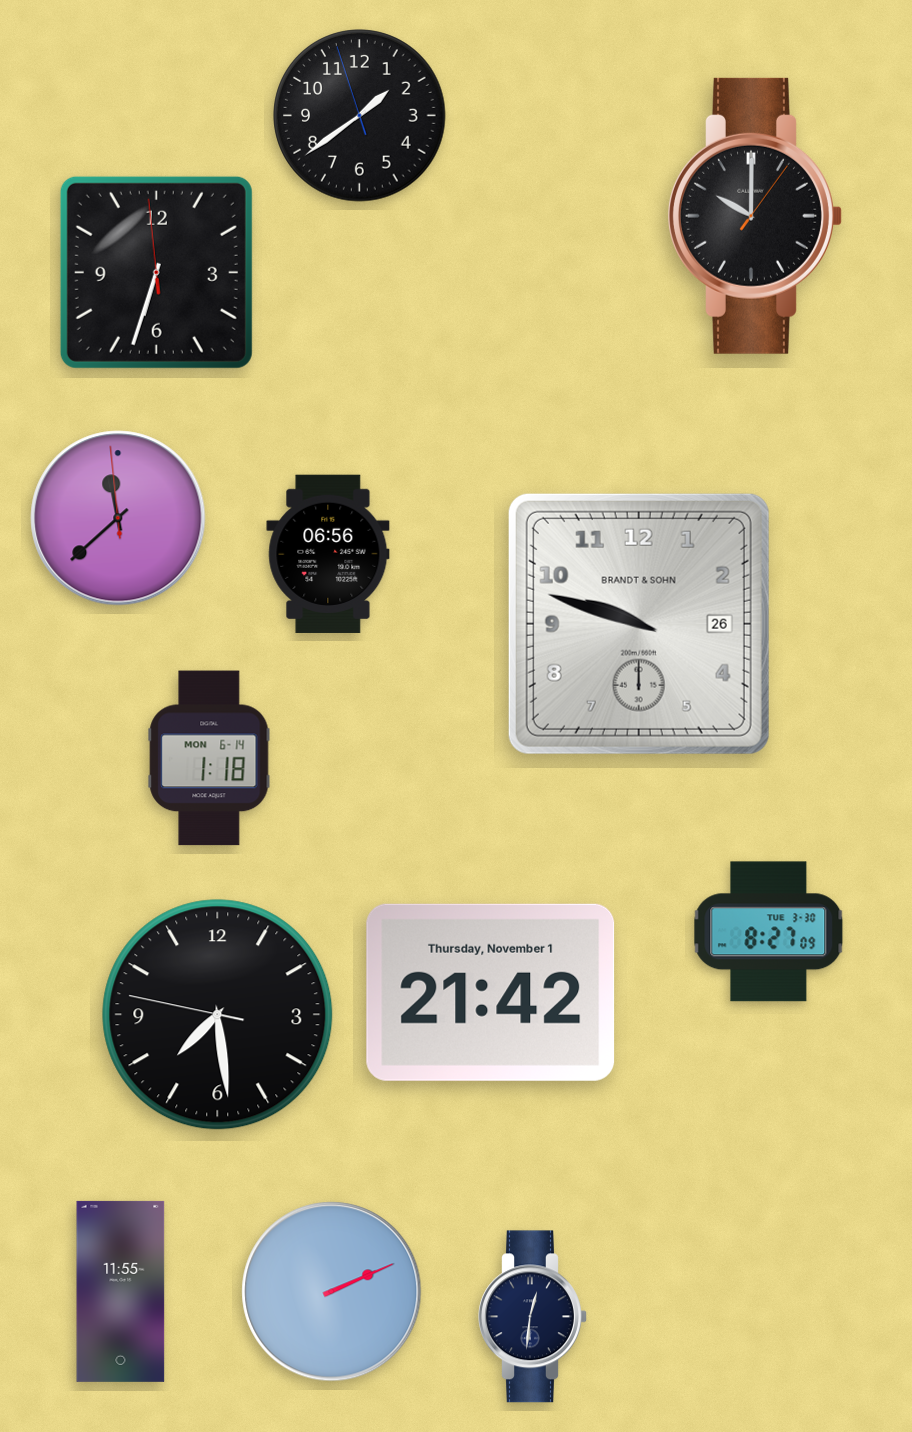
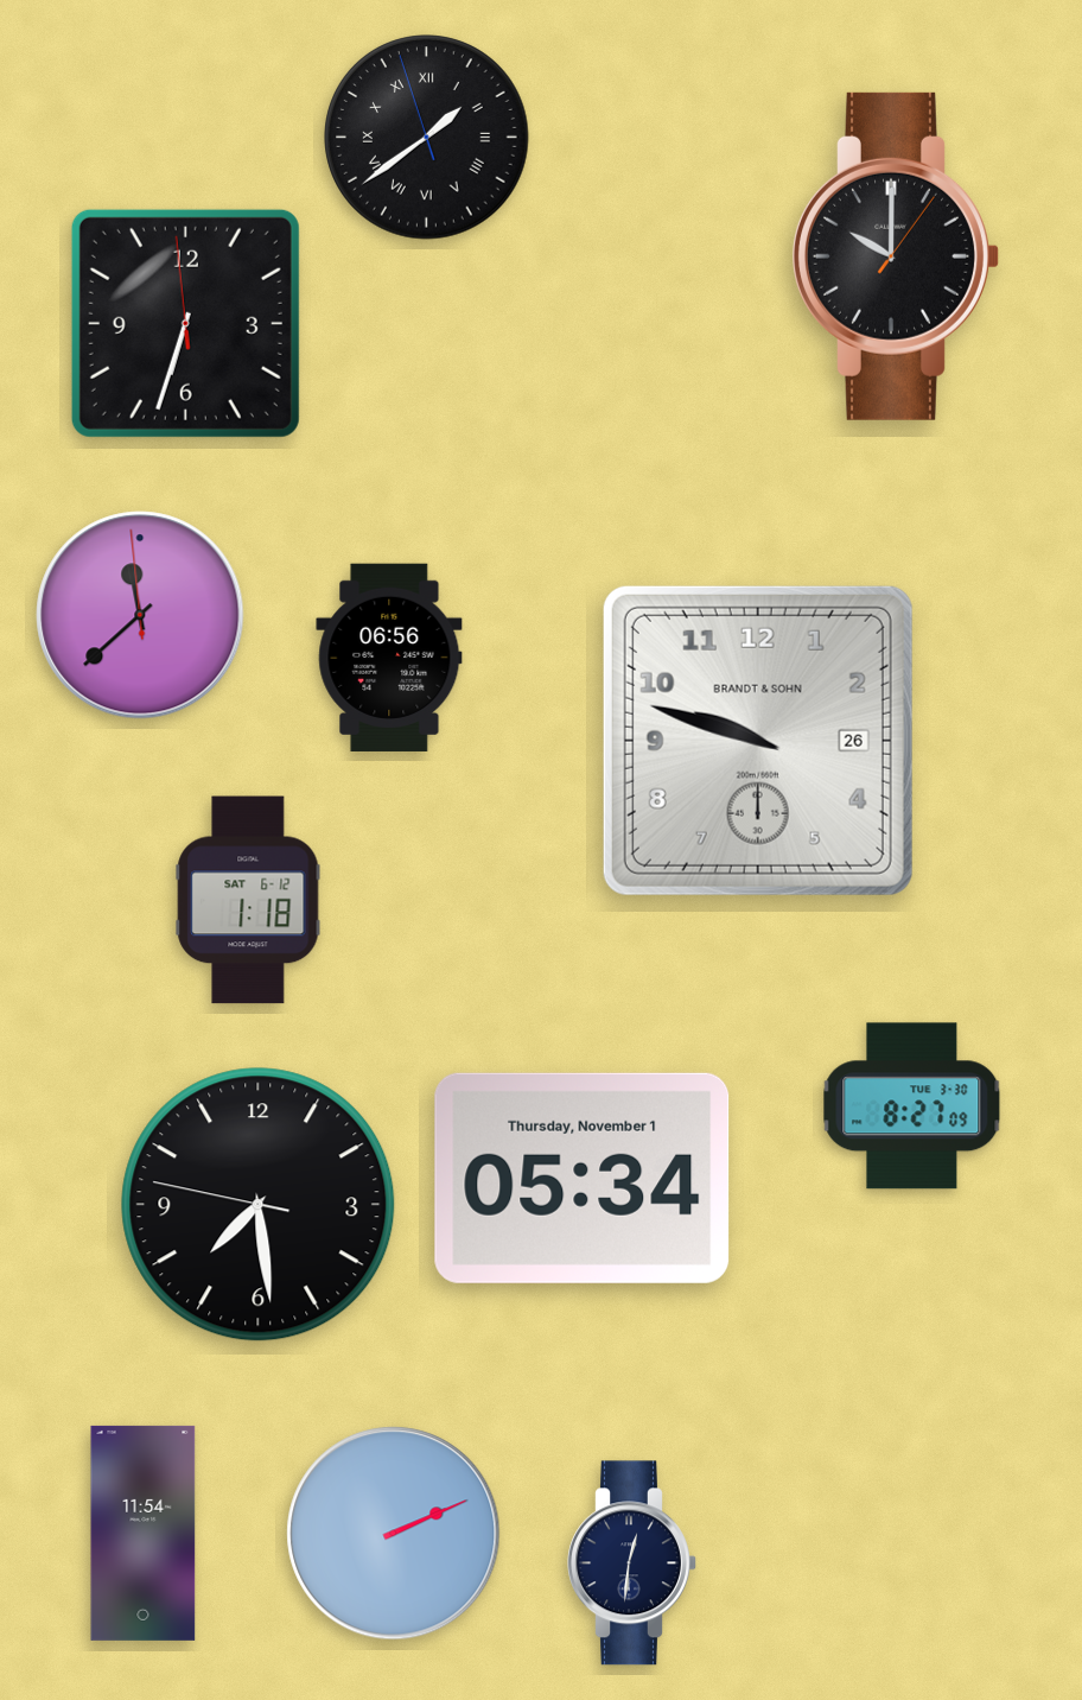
clock at (360, 116) numerals: Arabic -> Roman
clock at (209, 758) date: MON 6-14 -> SAT 6-12
clock at (491, 992): 21:42 -> 05:34
clock at (121, 1291): 11:55 -> 11:54
